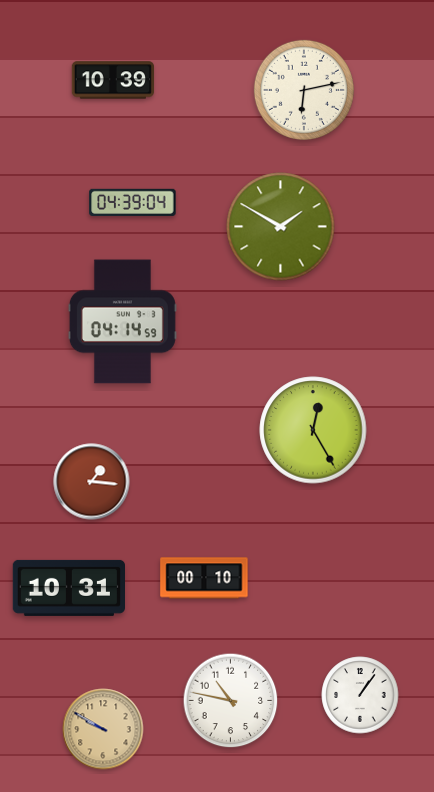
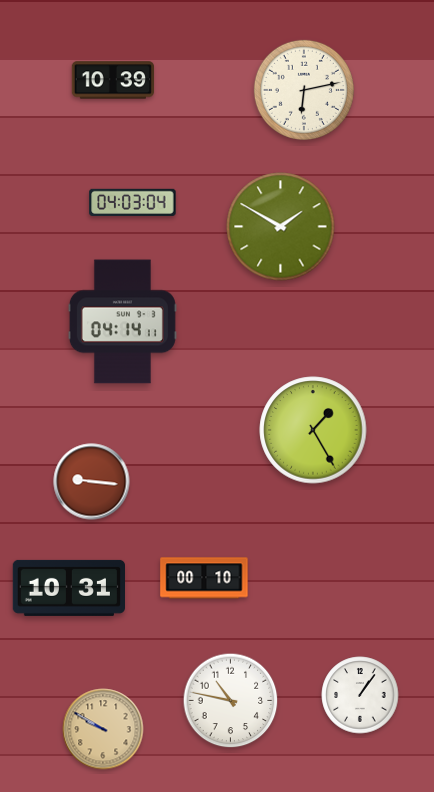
clock at (133, 202): 04:39 -> 04:03
clock at (122, 322): 04:14:59 -> 04:14:11
clock at (313, 430): 12:25 -> 1:25
clock at (92, 482): 1:16 -> 9:16
